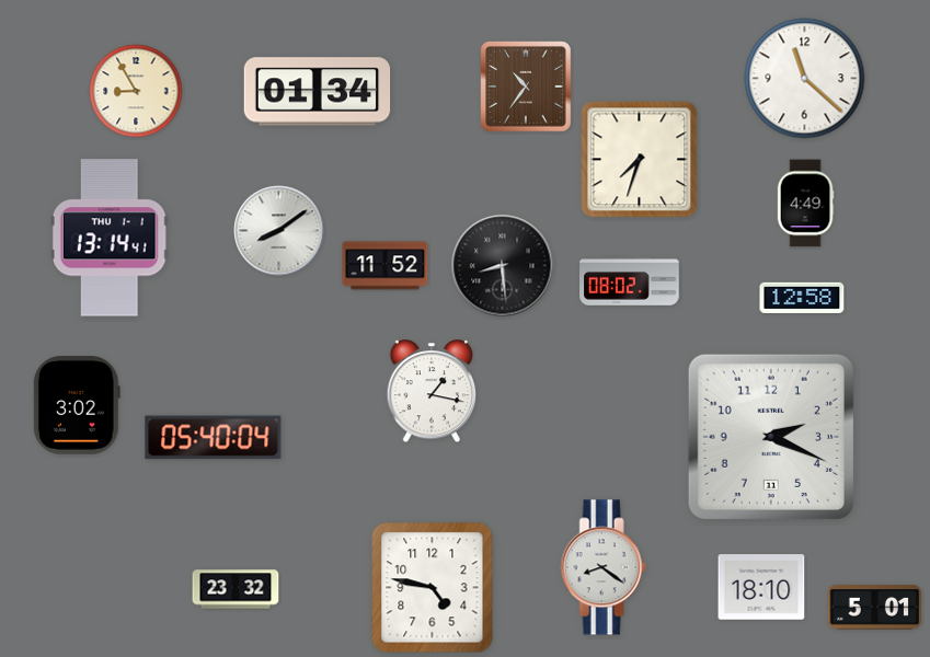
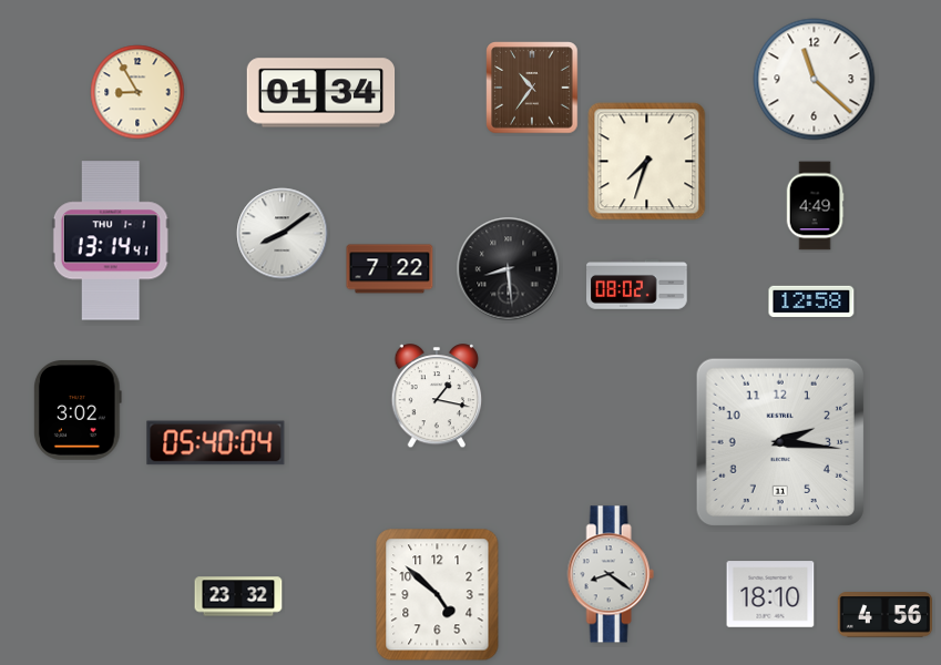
clock at (386, 266): 11:52 -> 7:22
clock at (771, 437): 2:19 -> 2:16
clock at (433, 588): 4:47 -> 4:52
clock at (874, 608): 5:01 -> 4:56
